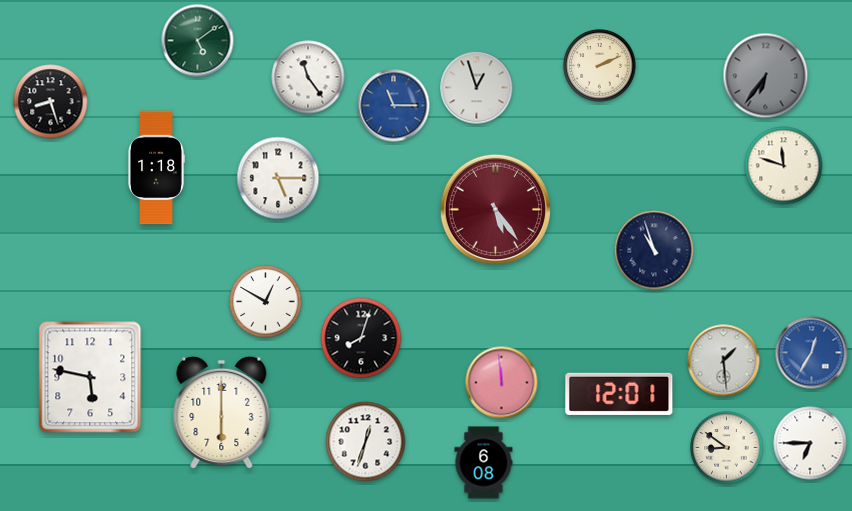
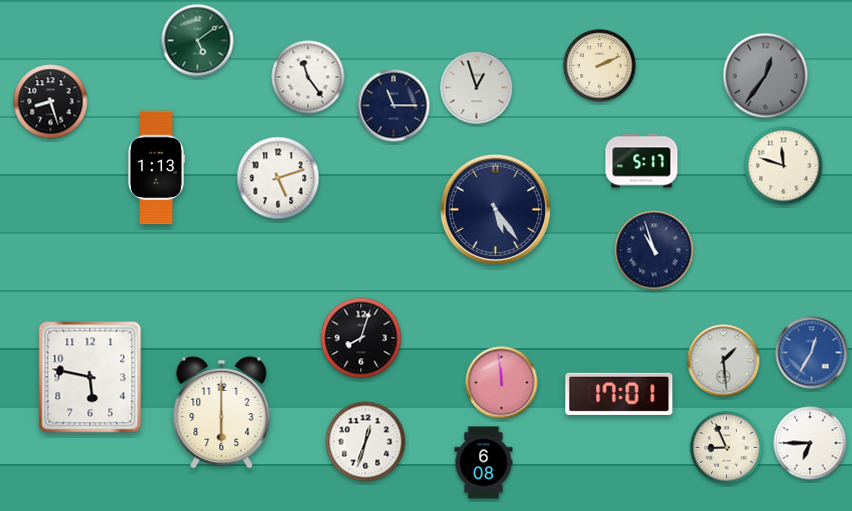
clock at (766, 76): 6:36 -> 12:36
clock at (394, 106) dial: blue -> navy
clock at (642, 161): none -> 5:17
clock at (157, 168): 1:18 -> 1:13
clock at (278, 178): 5:15 -> 5:12
clock at (495, 209) dial: burgundy -> navy
clock at (266, 302): 12:50 -> none
clock at (619, 394): 12:01 -> 17:01
clock at (727, 448): 8:51 -> 8:56
